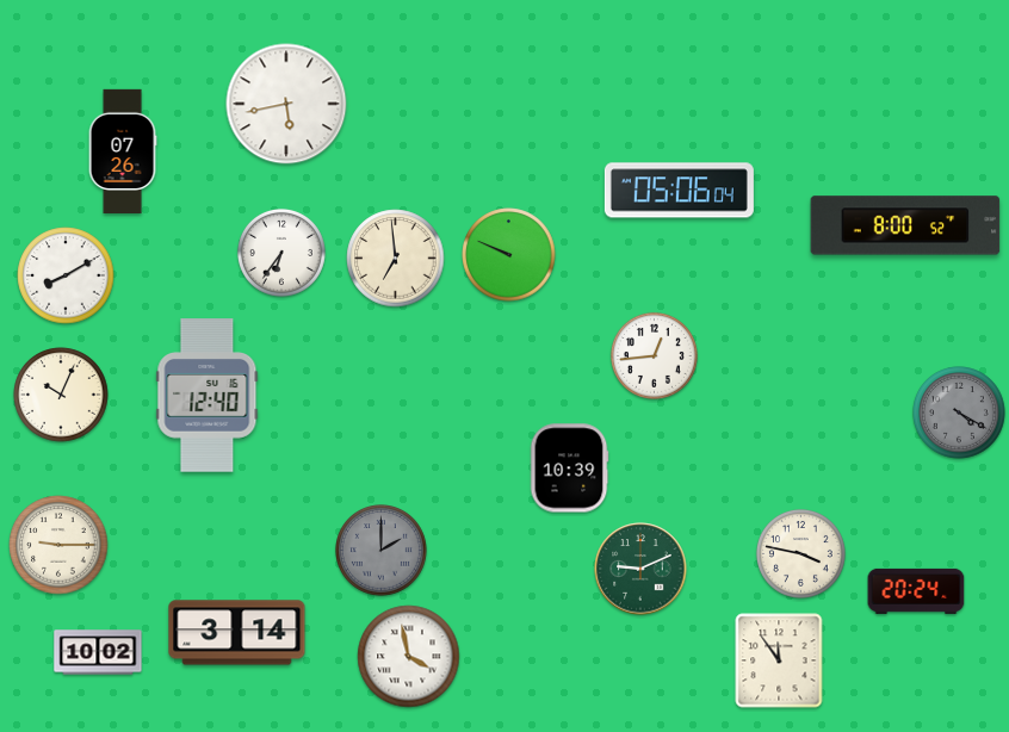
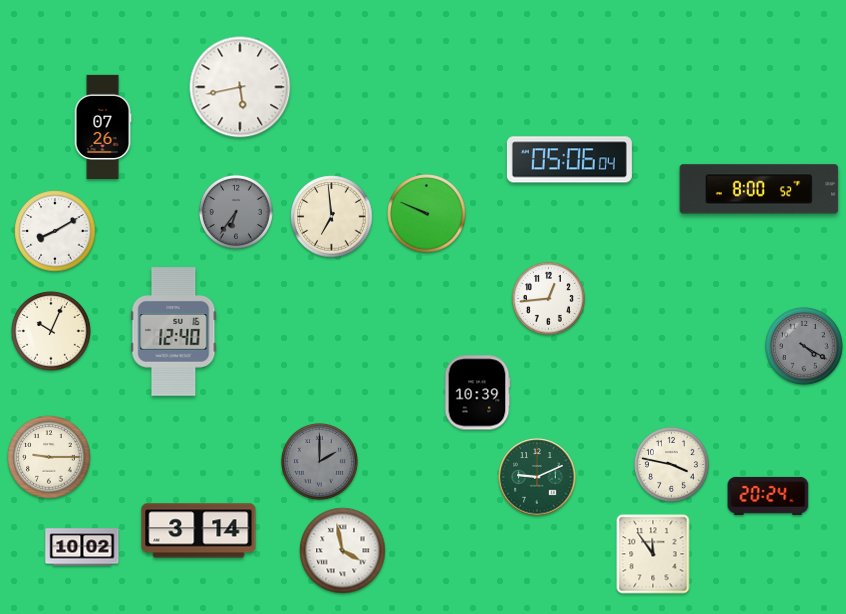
clock at (281, 253) dial: white -> grey
